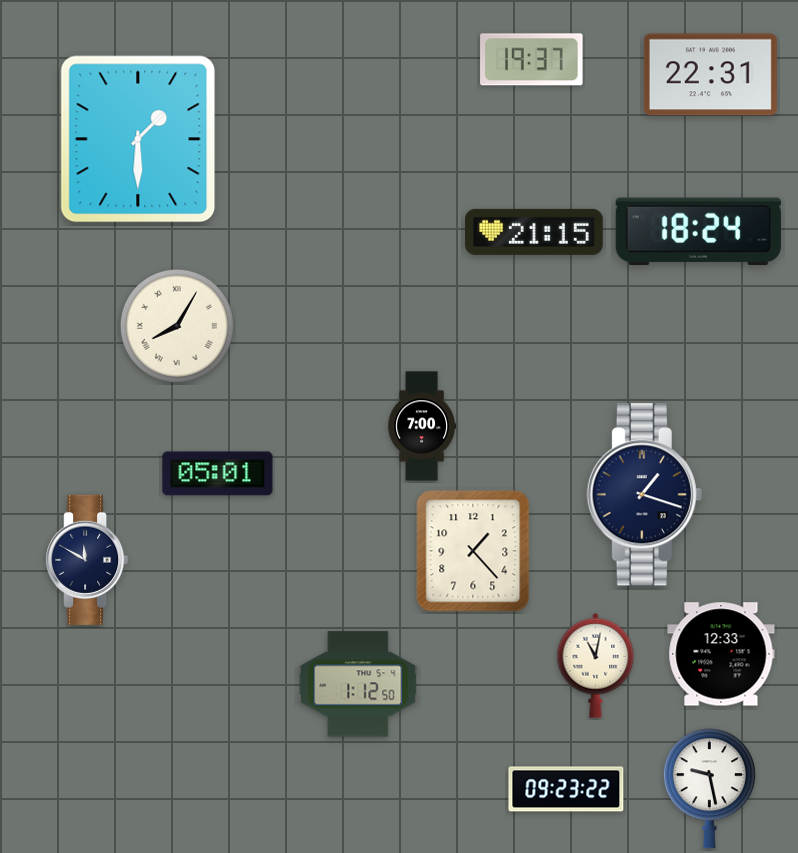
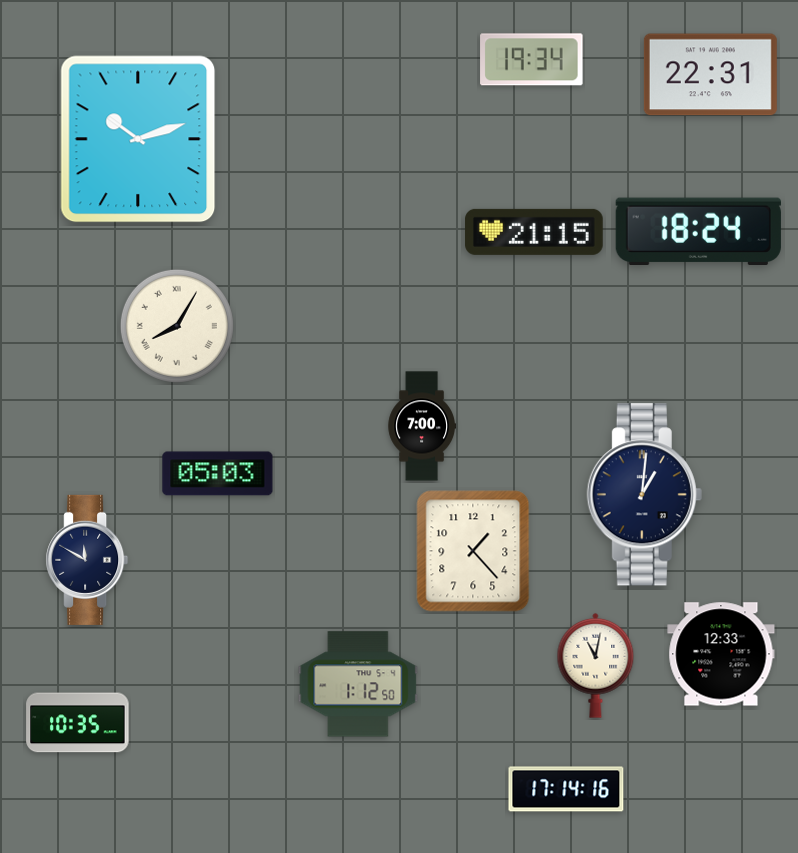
clock at (532, 60): 19:37 -> 19:34
clock at (138, 139): 1:30 -> 10:12
clock at (218, 474): 05:01 -> 05:03
clock at (644, 495): 1:18 -> 1:01
clock at (78, 723): none -> 10:35
clock at (566, 789): 09:23 -> 17:14
clock at (709, 789): 9:28 -> none
